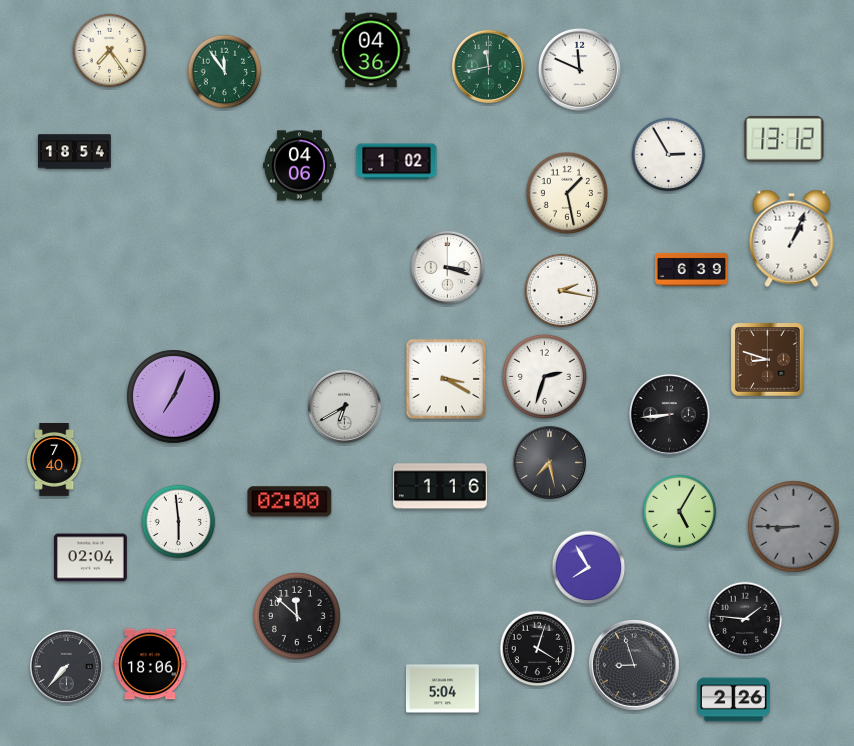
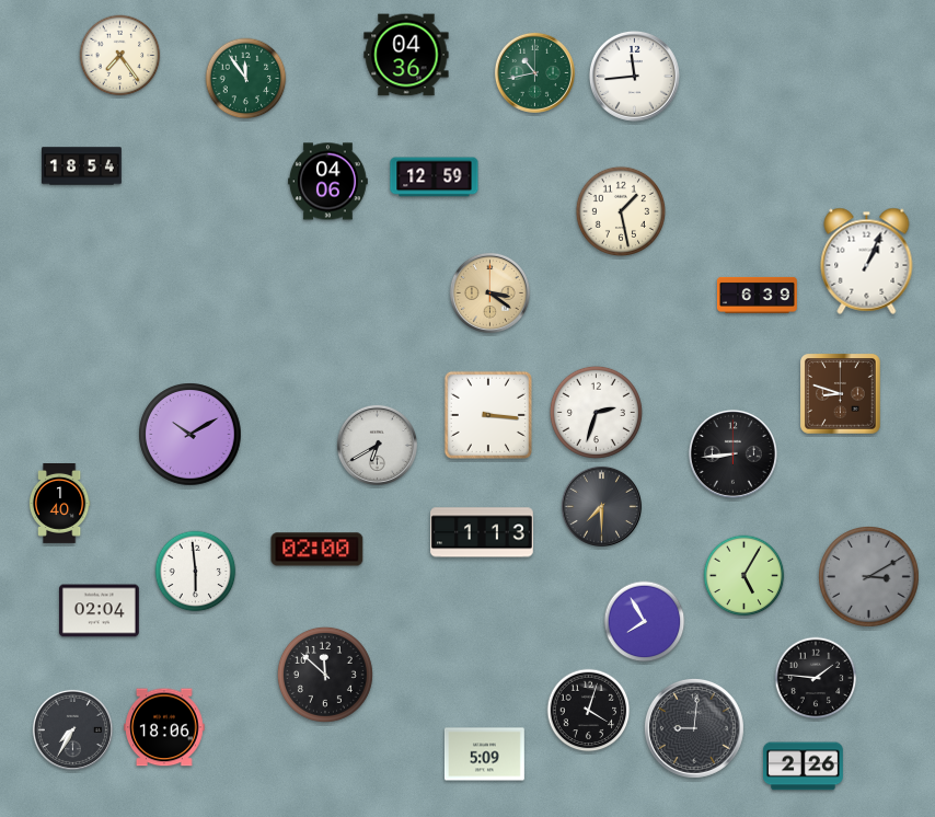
clock at (488, 66): 11:43 -> 10:43
clock at (579, 69): 11:49 -> 11:44
clock at (784, 139): 13:12 -> none
clock at (669, 155): 2:55 -> none
clock at (397, 162): 1:02 -> 12:59
clock at (447, 267): 3:18 -> 3:21
clock at (447, 267) dial: white -> champagne
clock at (562, 291): 2:17 -> none
clock at (446, 379): 3:20 -> 3:16
clock at (174, 397): 7:04 -> 10:10
clock at (54, 460): 7:40 -> 1:40
clock at (549, 462): 7:28 -> 7:30
clock at (441, 486): 1:16 -> 1:13
clock at (680, 512) position: (680, 512) -> (744, 576)
clock at (794, 527): 8:45 -> 3:10
clock at (634, 665): 8:57 -> 9:01
clock at (66, 666): 7:37 -> 7:35
clock at (442, 689): 5:04 -> 5:09
